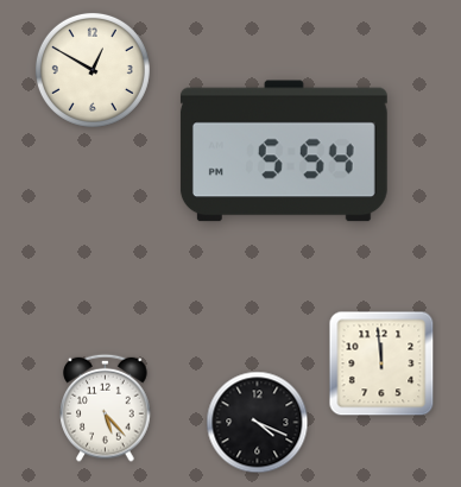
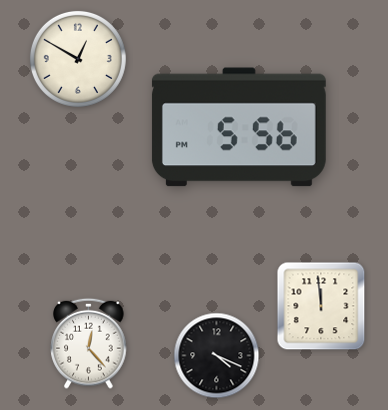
clock at (284, 151): 5:54 -> 5:56
clock at (106, 407): 5:23 -> 12:23
